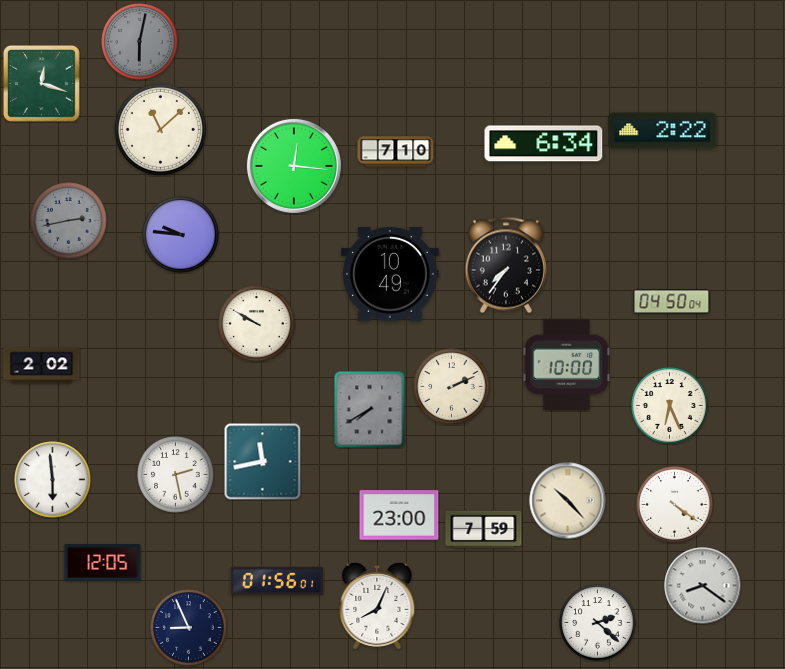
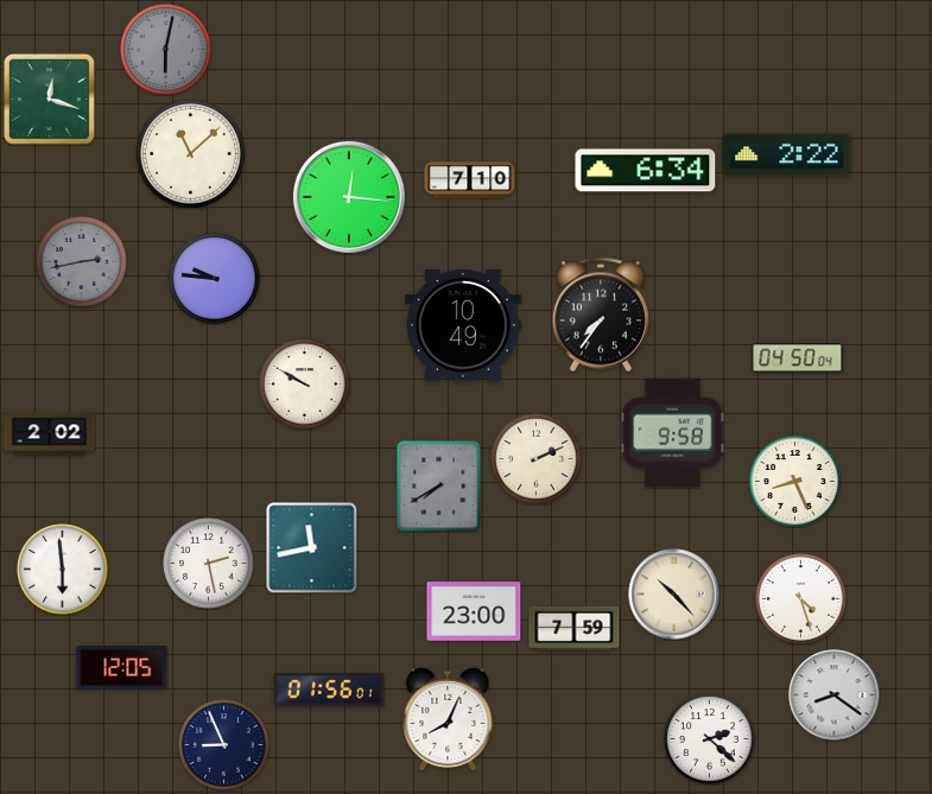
clock at (567, 364): 10:00 -> 9:58
clock at (670, 406): 6:26 -> 8:26
clock at (675, 505): 4:21 -> 4:27
